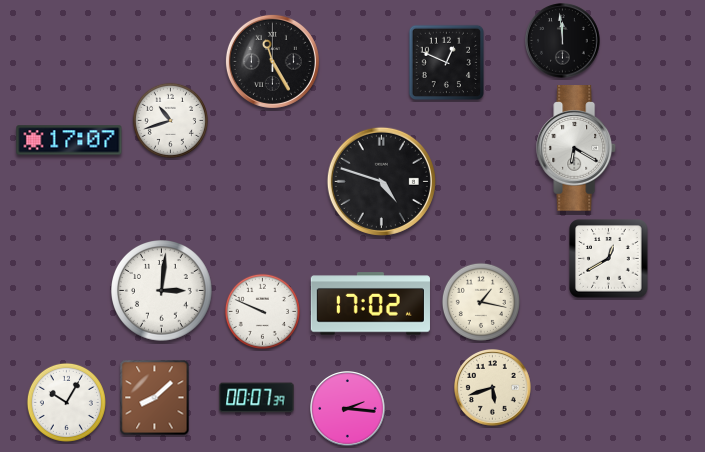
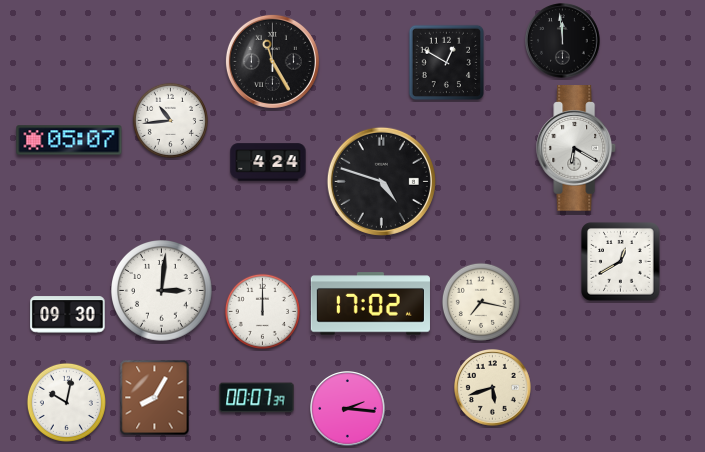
clock at (447, 63): 12:49 -> 12:50
clock at (170, 120): 10:42 -> 10:44
clock at (69, 140): 17:07 -> 05:07
clock at (268, 162): none -> 4:24
clock at (609, 259) position: (609, 259) -> (621, 262)
clock at (481, 302): 1:17 -> 7:17
clock at (262, 311): 9:49 -> 12:00
clock at (68, 315): none -> 09:30
clock at (155, 398): 8:08 -> 8:05
clock at (66, 402): 10:05 -> 10:02
